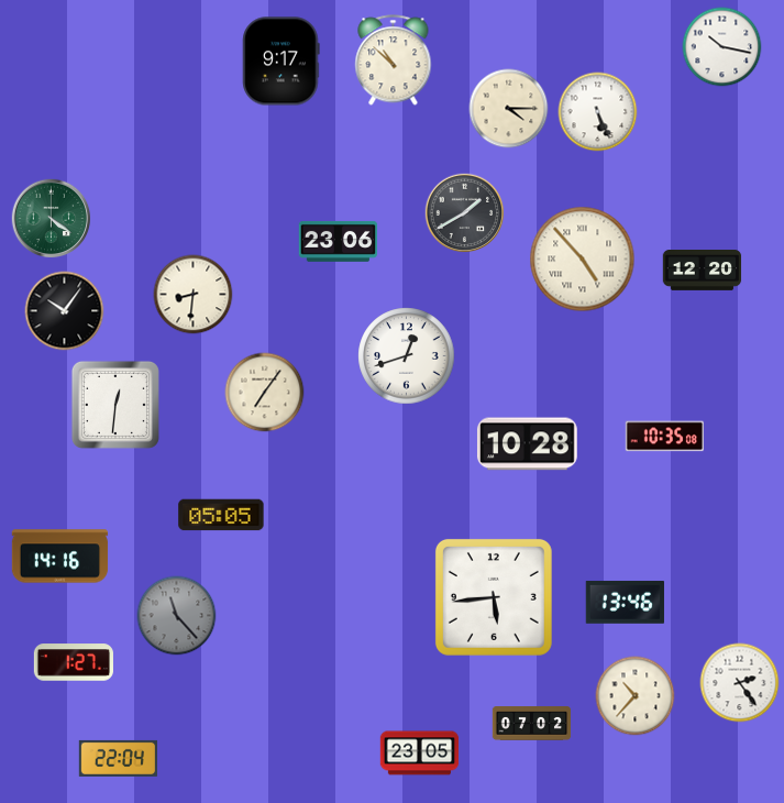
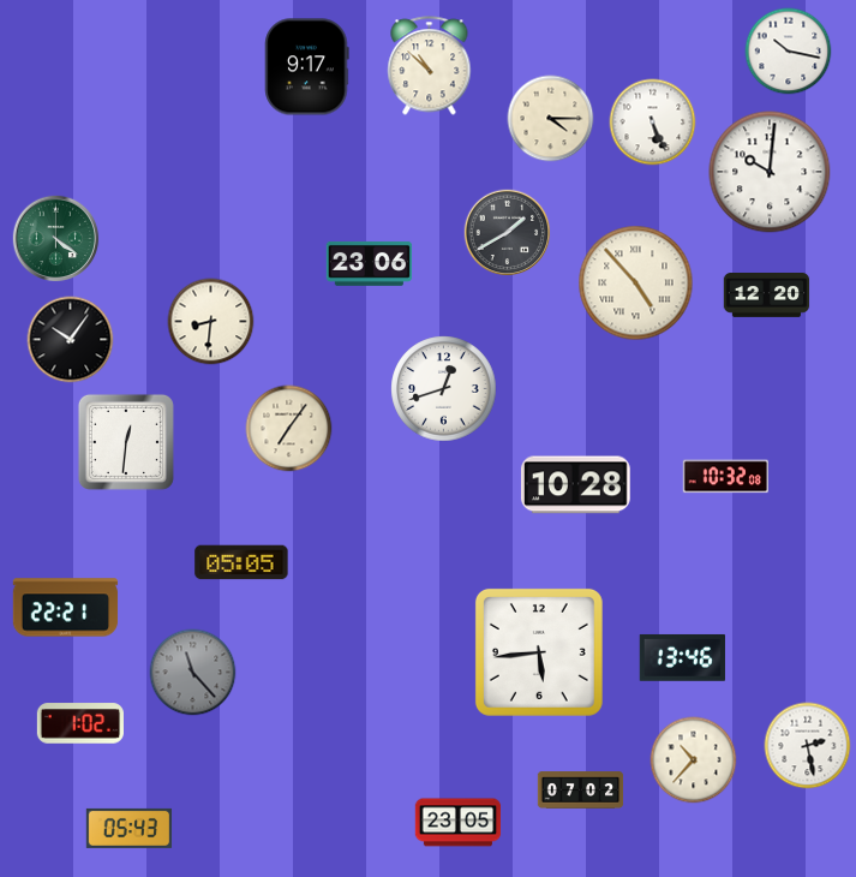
clock at (509, 109) position: (509, 109) -> (551, 119)
clock at (770, 172): none -> 10:01
clock at (664, 437): 10:35 -> 10:32
clock at (60, 557): 14:16 -> 22:21
clock at (74, 662): 1:27 -> 1:02
clock at (740, 683): 2:24 -> 2:28
clock at (119, 758): 22:04 -> 05:43
